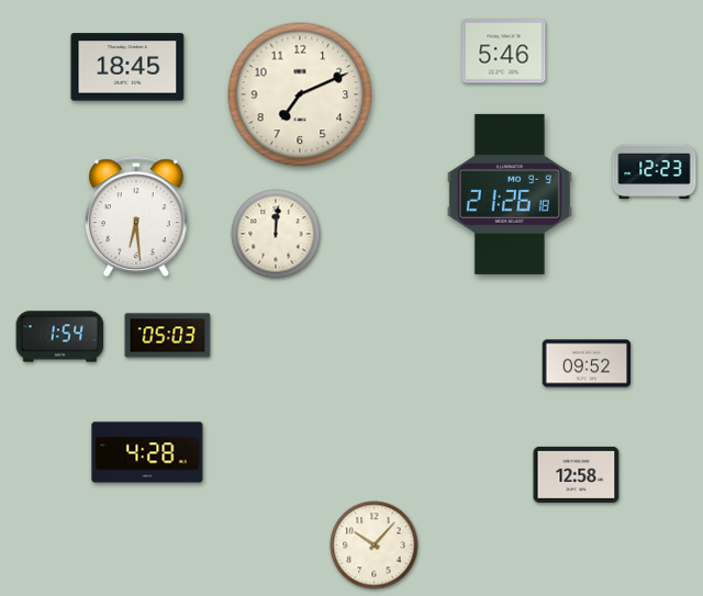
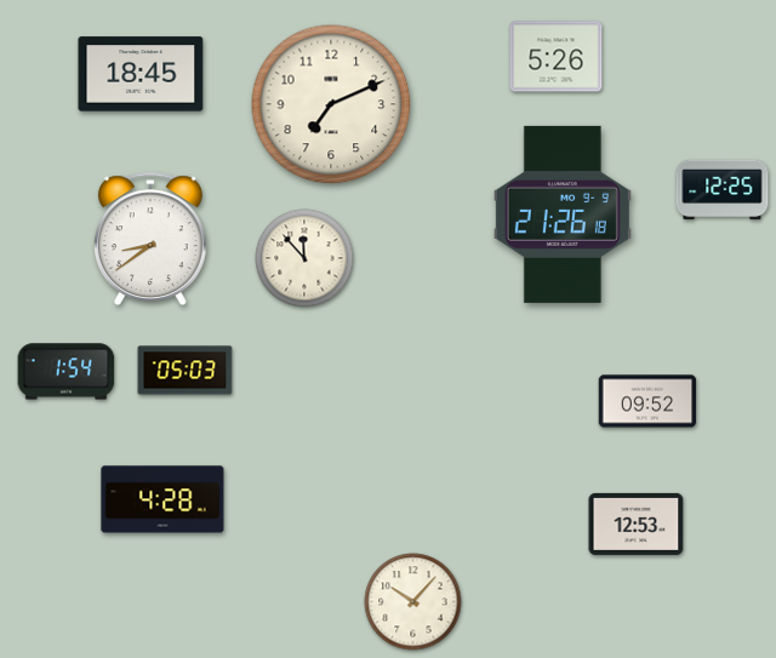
clock at (504, 52): 5:46 -> 5:26
clock at (655, 172): 12:23 -> 12:25
clock at (136, 215): 6:29 -> 8:39
clock at (276, 234): 12:01 -> 11:53
clock at (577, 474): 12:58 -> 12:53
